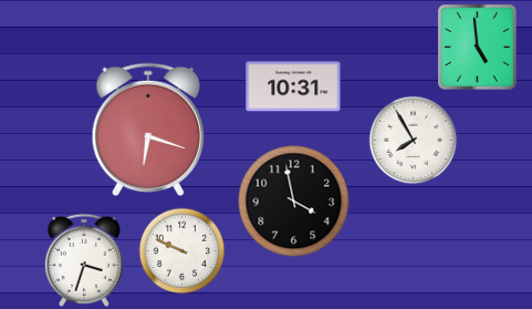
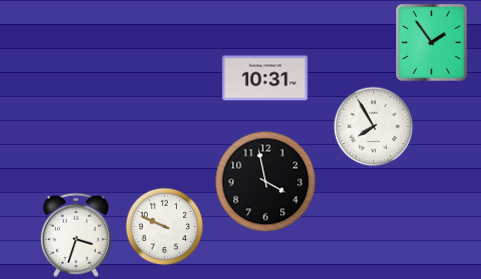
clock at (478, 48): 4:59 -> 1:54
clock at (148, 130): 6:18 -> none
